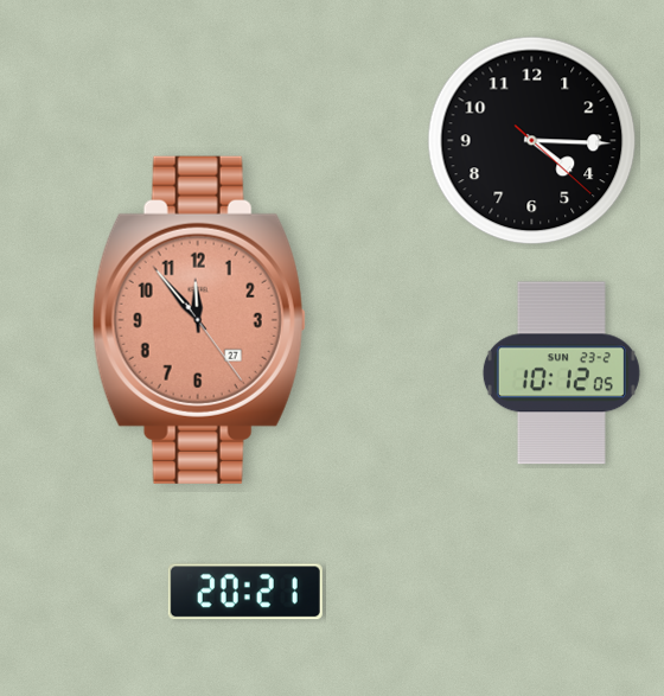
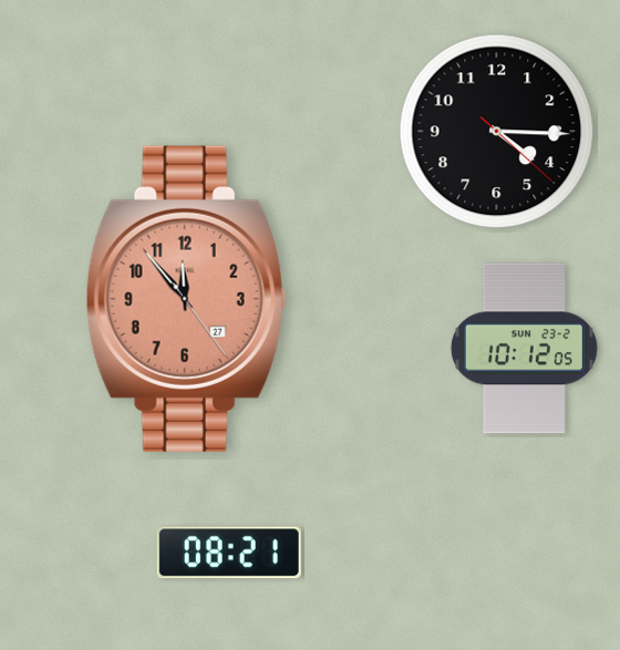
clock at (245, 592): 20:21 -> 08:21
